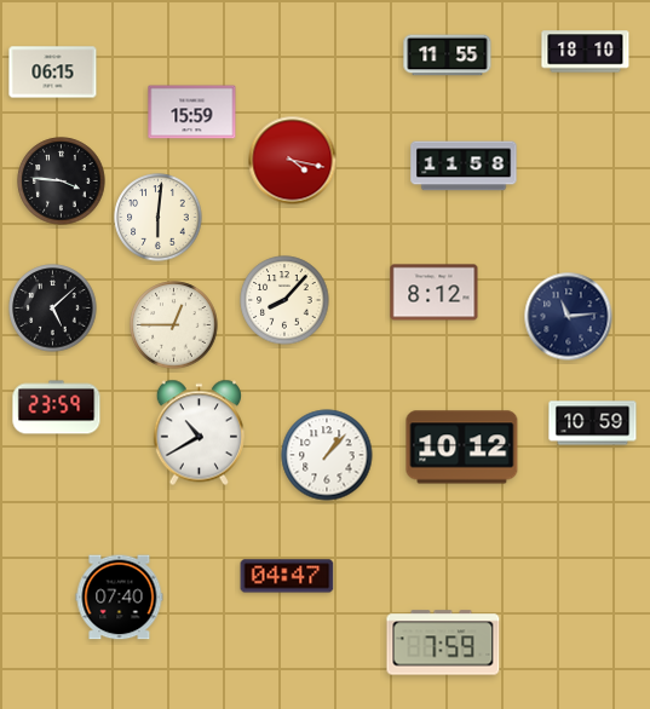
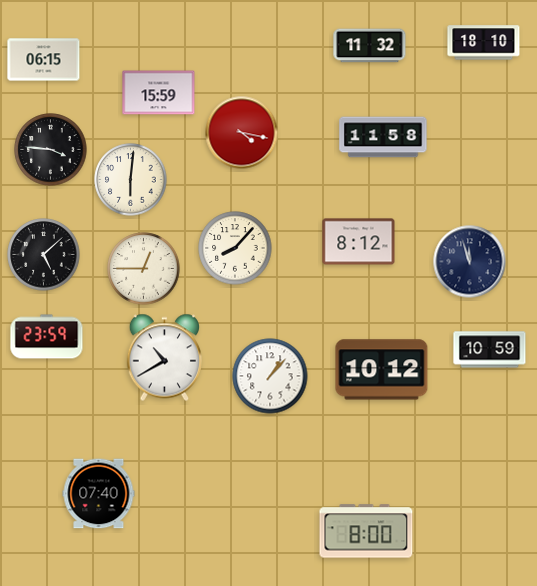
clock at (448, 56): 11:55 -> 11:32
clock at (569, 317): 11:14 -> 11:57
clock at (287, 576): 04:47 -> none
clock at (443, 642): 7:59 -> 8:00
